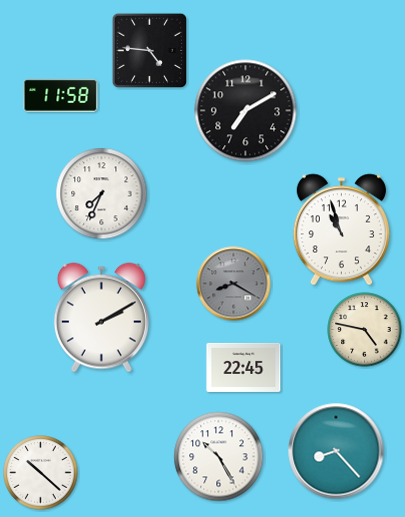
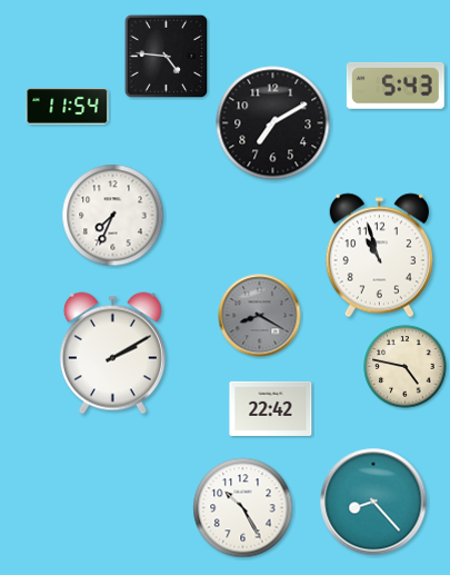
clock at (396, 86): none -> 5:43
clock at (61, 96): 11:58 -> 11:54
clock at (244, 367): 22:45 -> 22:42
clock at (41, 473): 10:22 -> none
